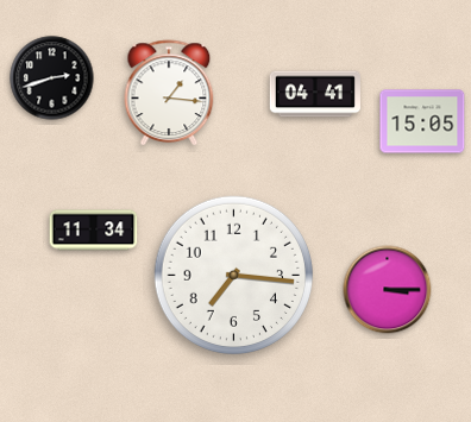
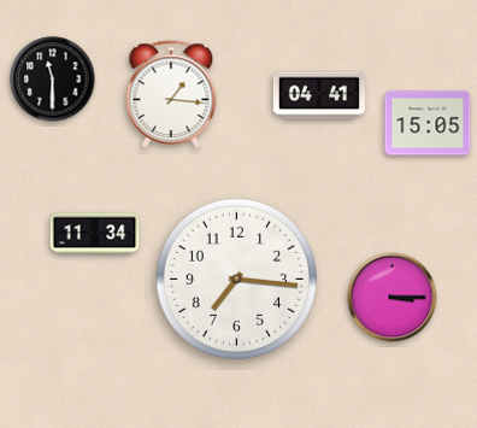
clock at (52, 78): 2:42 -> 11:30
clock at (388, 290) position: (388, 290) -> (393, 298)
